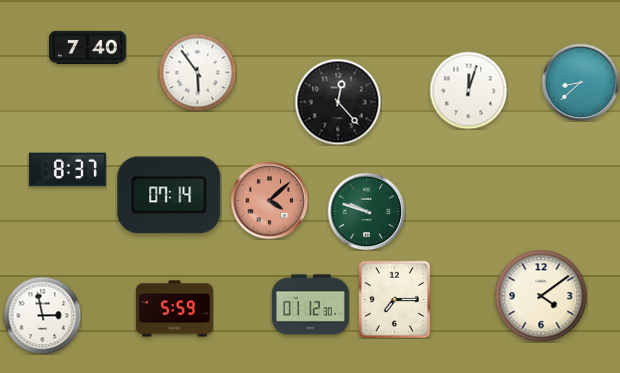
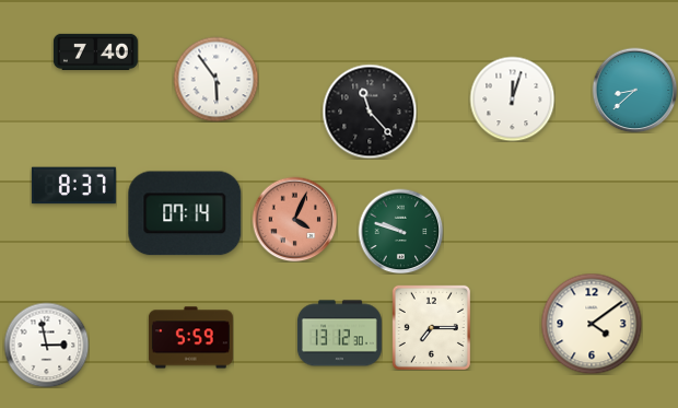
clock at (338, 102): 12:23 -> 11:23
clock at (269, 200): 4:08 -> 4:04
clock at (310, 305): 01:12 -> 13:12
